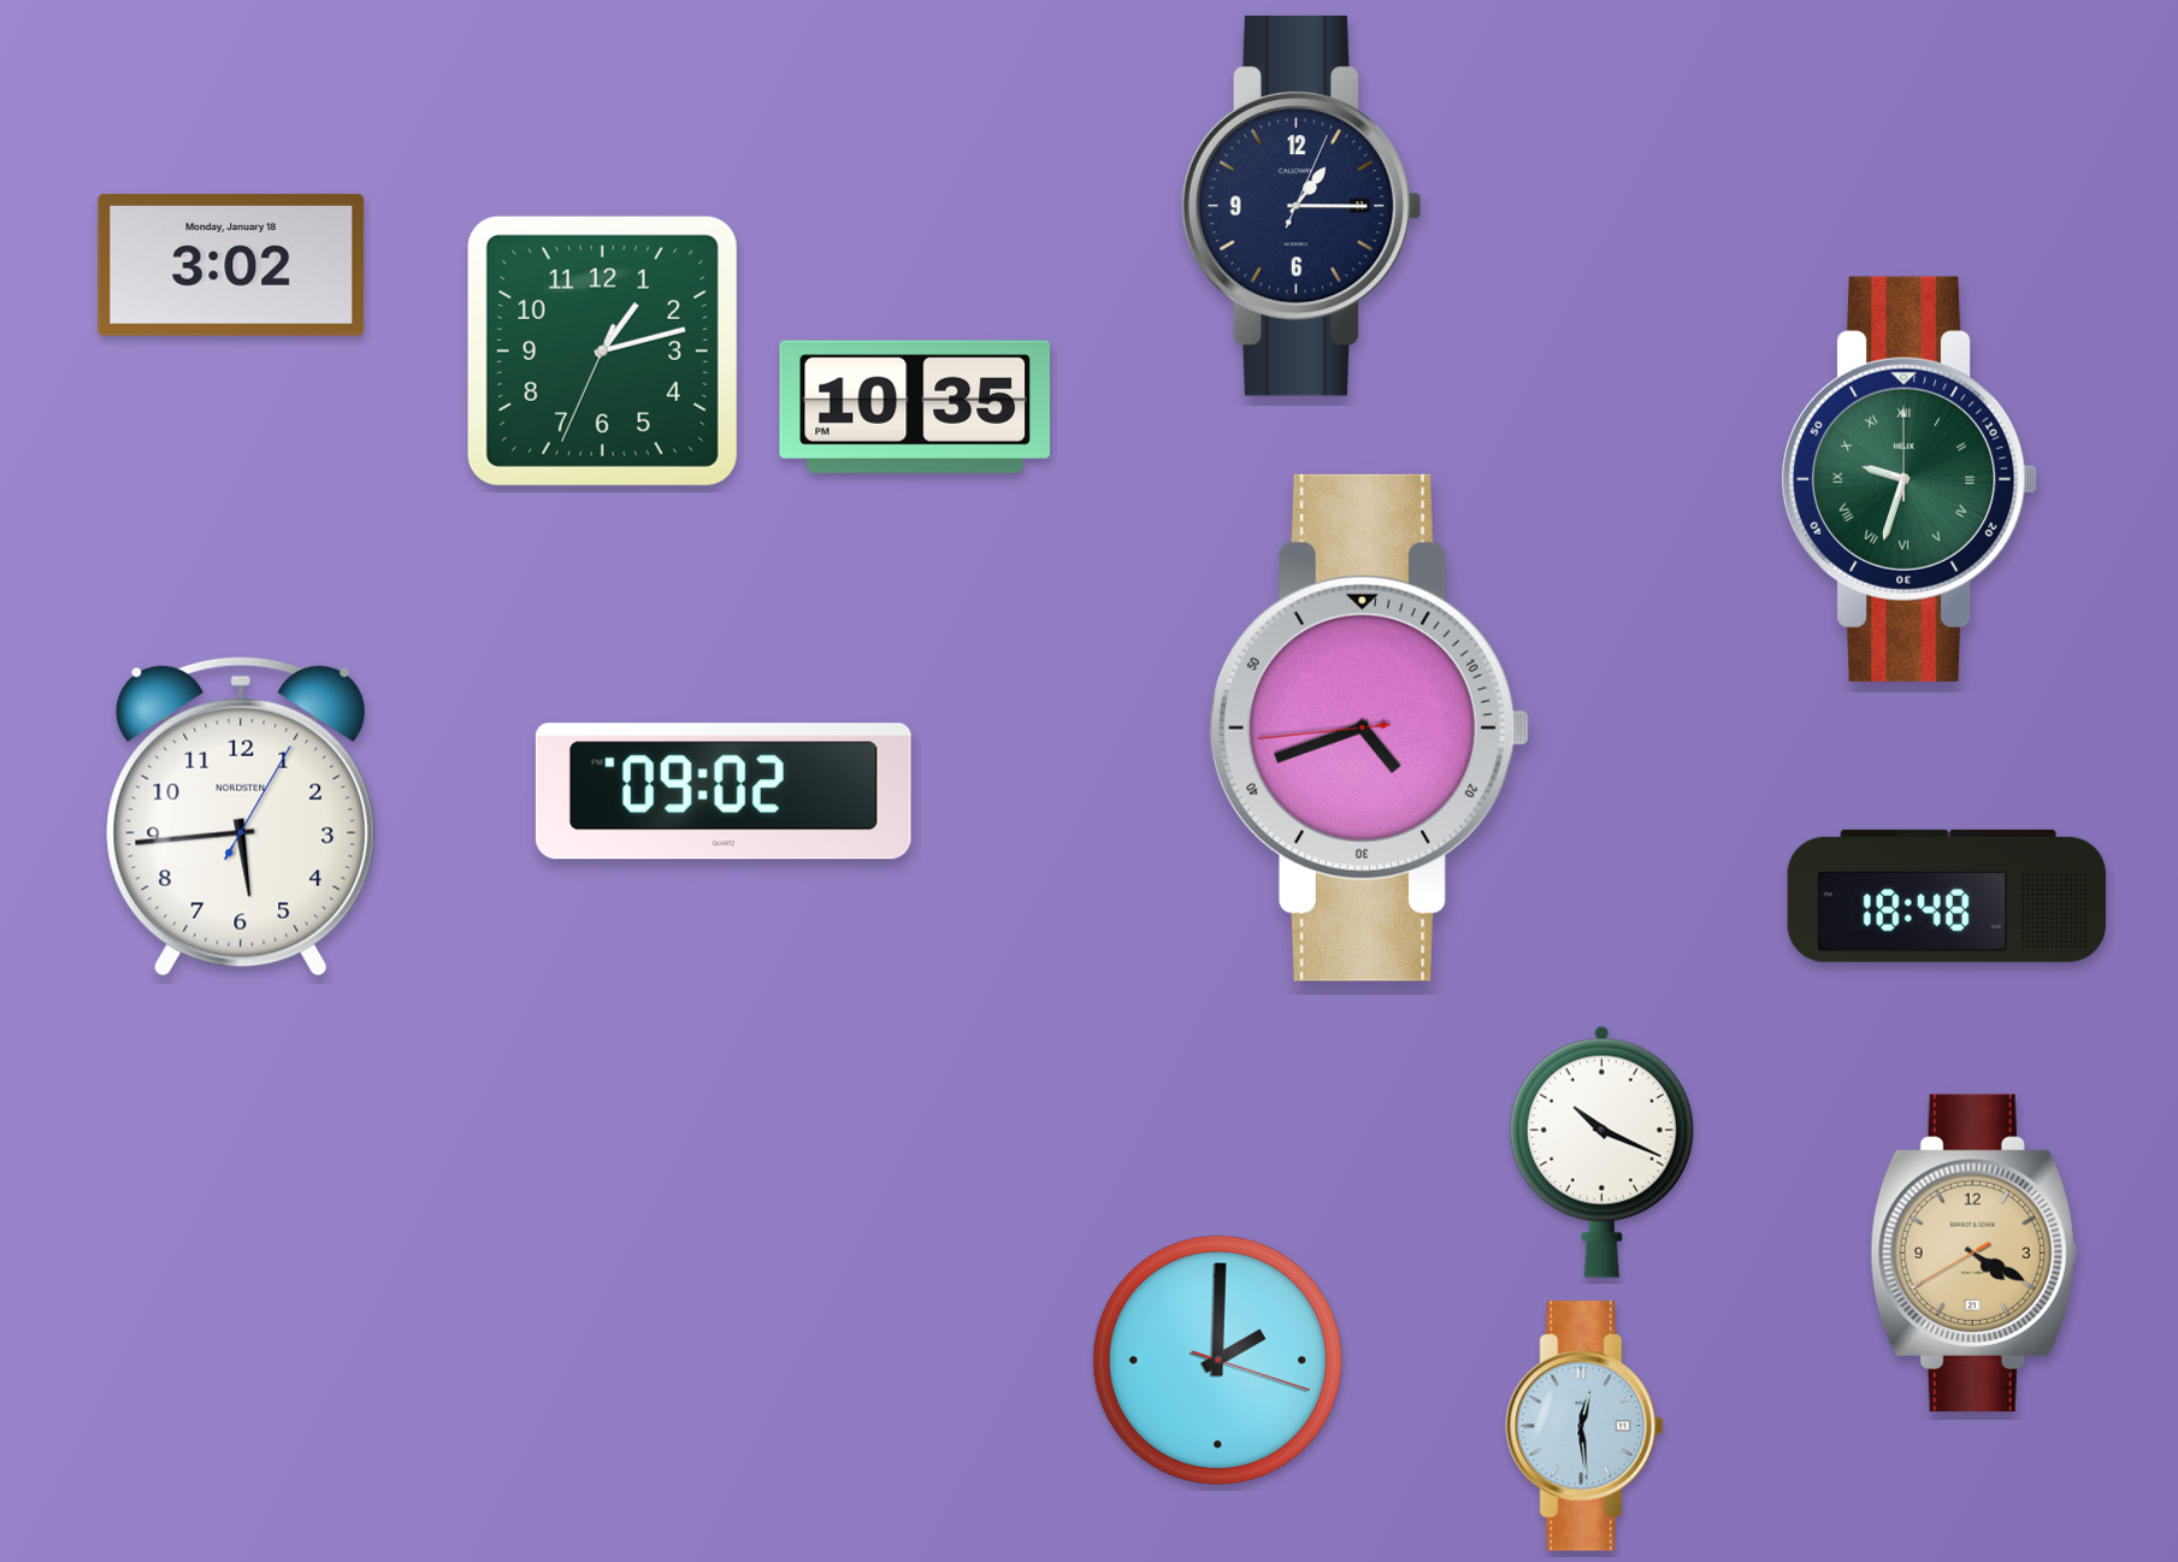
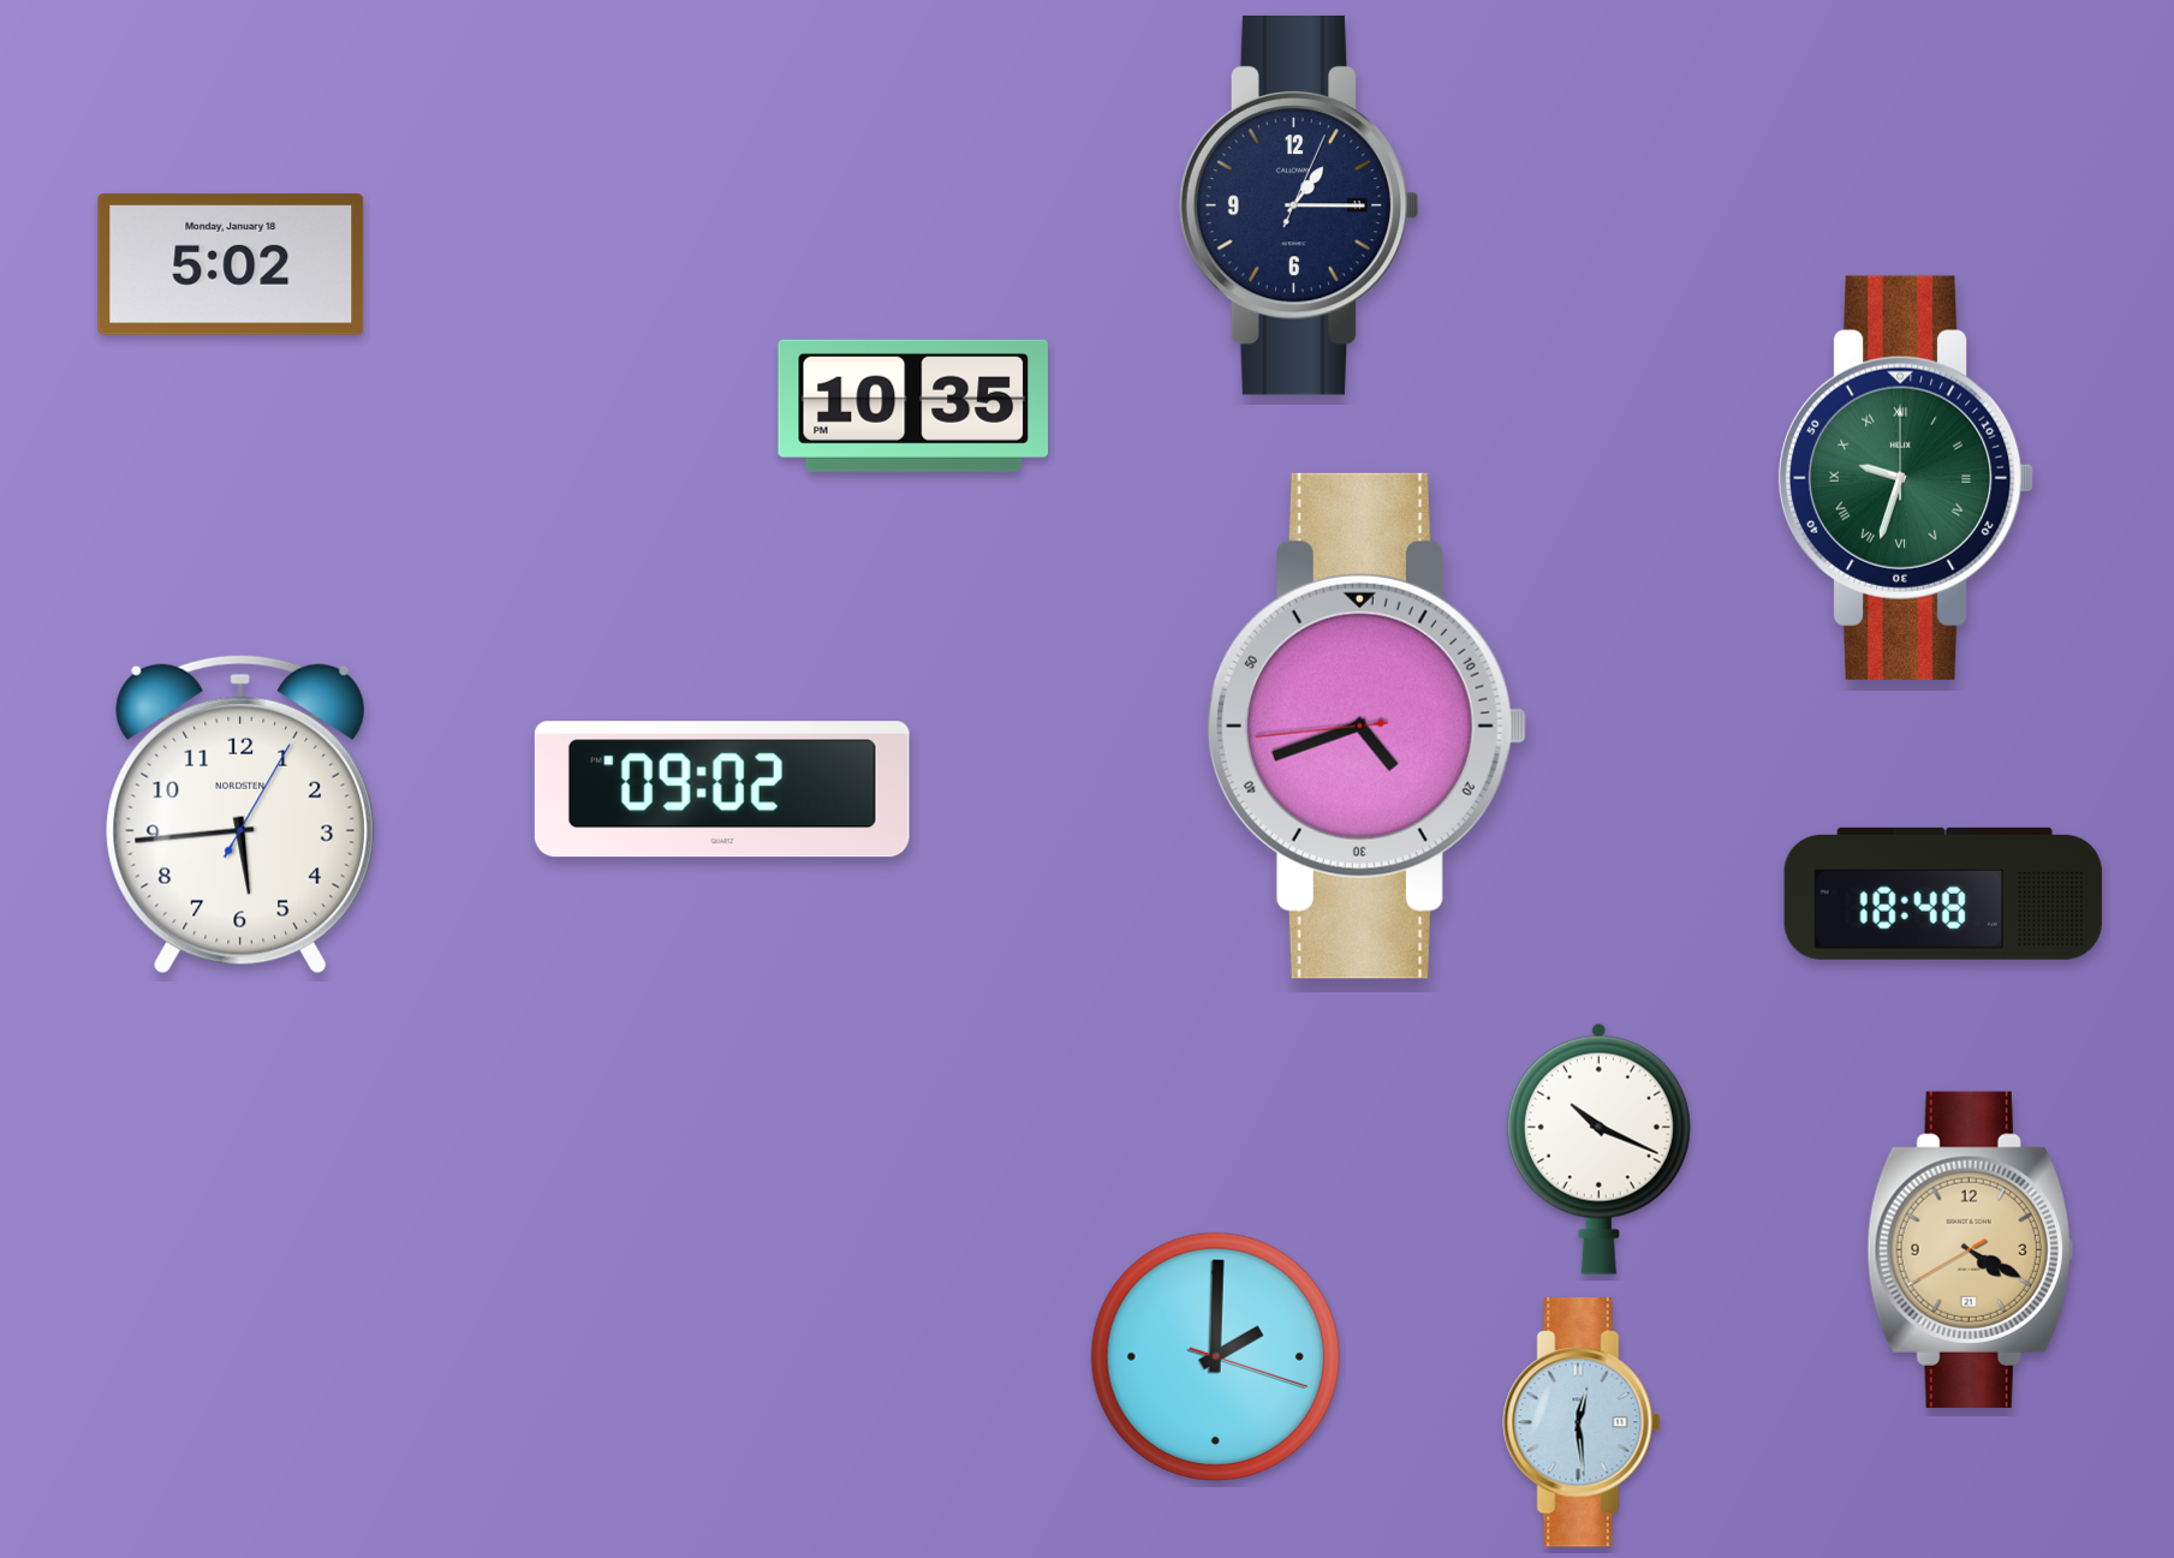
clock at (231, 265): 3:02 -> 5:02
clock at (602, 350): 1:12 -> none
